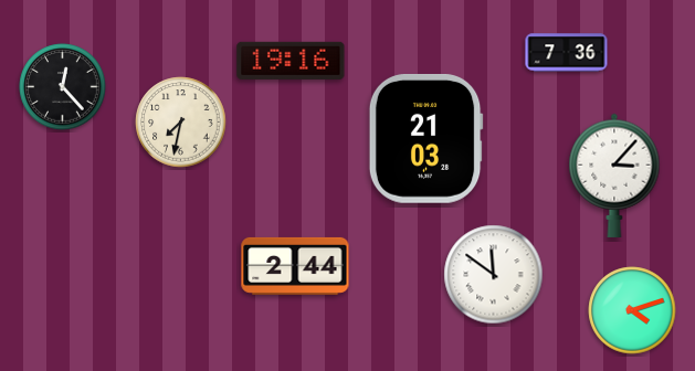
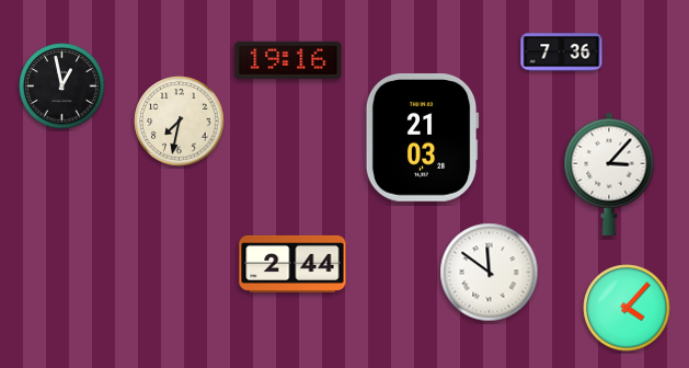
clock at (63, 87): 12:23 -> 12:58
clock at (632, 310): 4:12 -> 4:07
